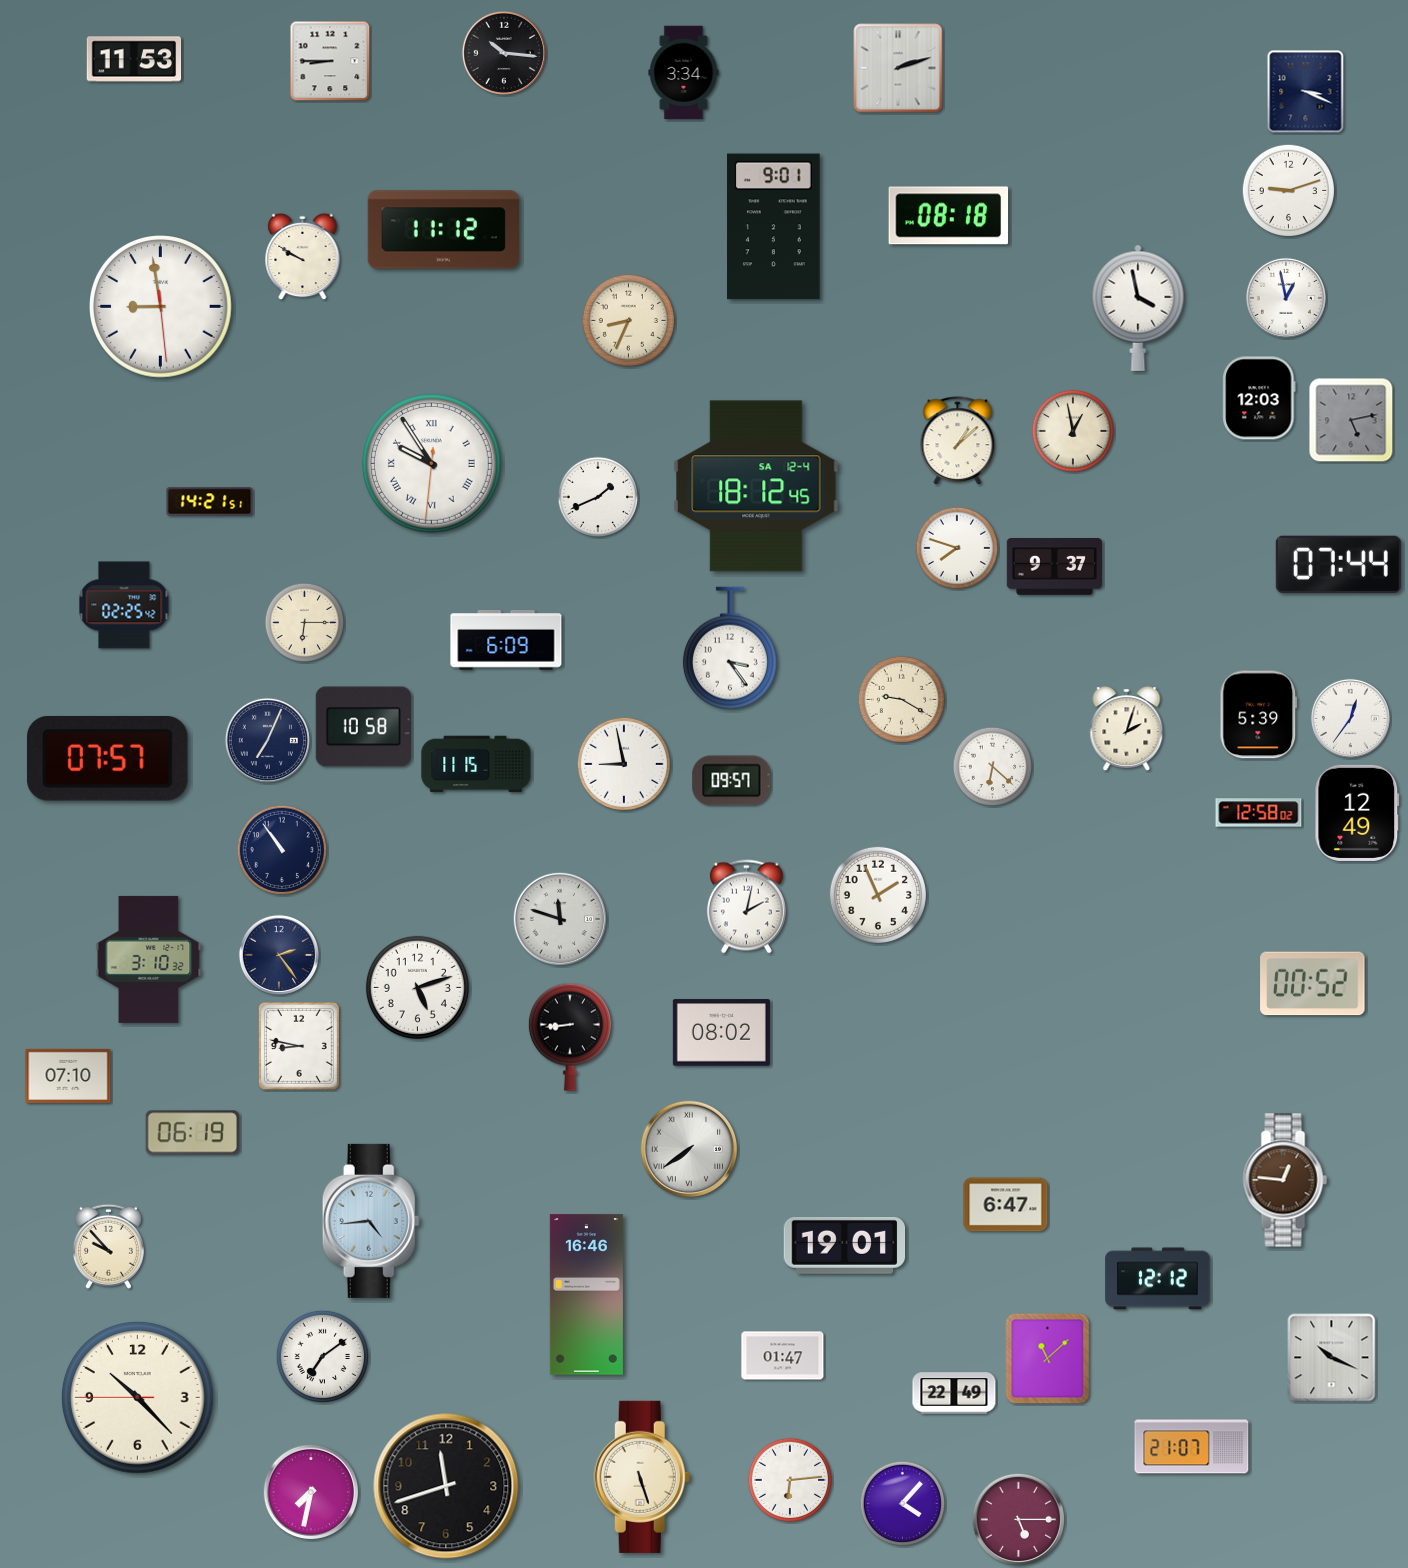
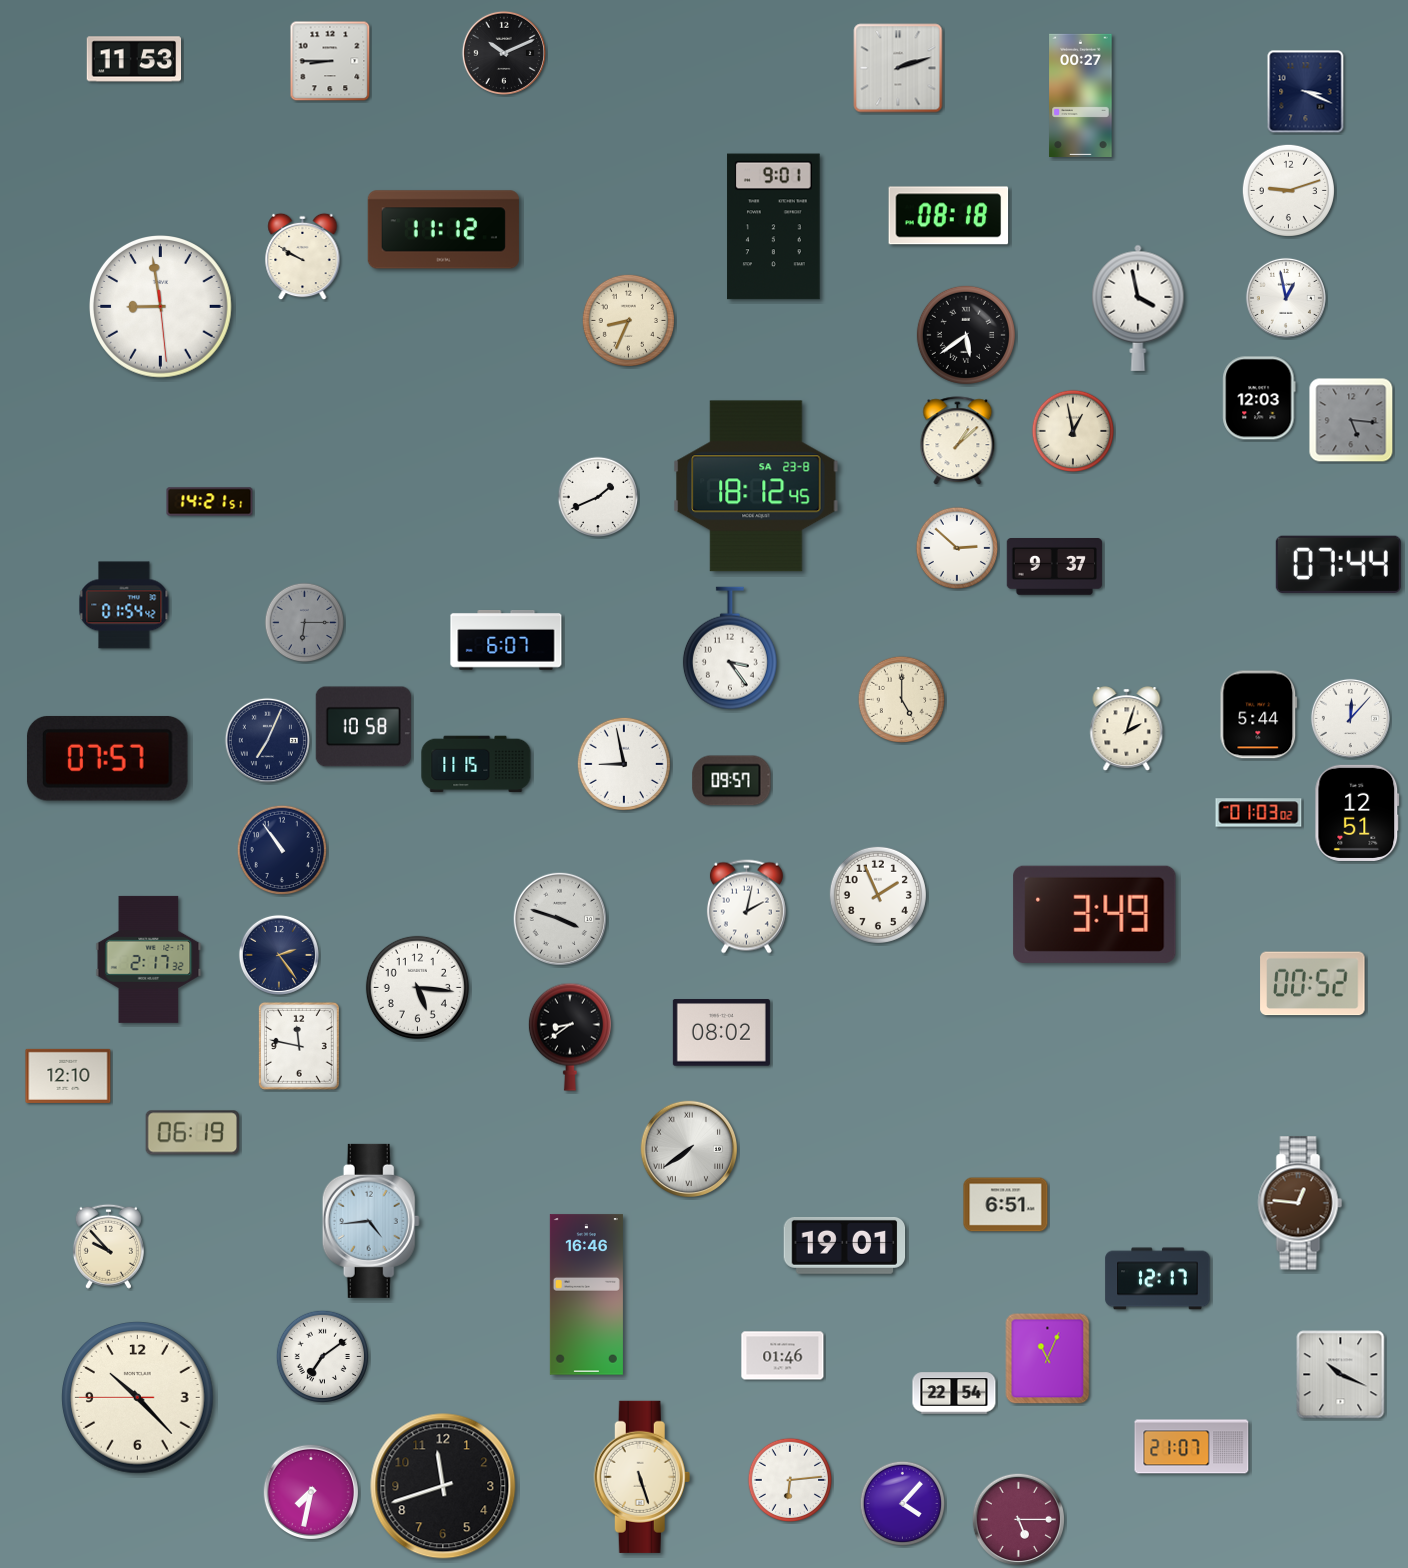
clock at (504, 53): 10:16 -> 10:11
clock at (684, 73): 3:34 -> none
clock at (1081, 95): none -> 00:27
clock at (966, 335): none -> 5:39
clock at (1351, 420): 5:13 -> 5:16
clock at (432, 464): 9:54 -> none
clock at (756, 486) date: SA 12-4 -> SA 23-8
clock at (957, 548): 7:48 -> 2:52
clock at (124, 605): 02:25 -> 01:54
clock at (305, 623) dial: cream -> grey
clock at (506, 641): 6:09 -> 6:07
clock at (901, 699): 9:20 -> 5:00
clock at (1259, 715): 5:39 -> 5:44
clock at (1350, 718): 12:36 -> 12:07
clock at (993, 767): 6:22 -> none
clock at (1259, 813): 12:58 -> 01:03
clock at (1357, 813): 12:49 -> 12:51
clock at (1095, 914): none -> 3:49
clock at (559, 918): 11:48 -> 3:48
clock at (149, 959): 3:10 -> 2:17
clock at (417, 987): 5:12 -> 5:16
clock at (570, 1037): 8:44 -> 8:39
clock at (299, 1046): 8:47 -> 11:47
clock at (68, 1076): 07:10 -> 12:10
clock at (1285, 1180) position: (1285, 1180) -> (1300, 1203)
clock at (1006, 1205): 6:47 -> 6:51
clock at (1158, 1279): 12:12 -> 12:17
clock at (783, 1356): 01:47 -> 01:46
clock at (1332, 1358) position: (1332, 1358) -> (1341, 1375)
clock at (1048, 1359): 11:08 -> 11:04
clock at (954, 1393): 22:49 -> 22:54
clock at (446, 1486) position: (446, 1486) -> (443, 1486)
